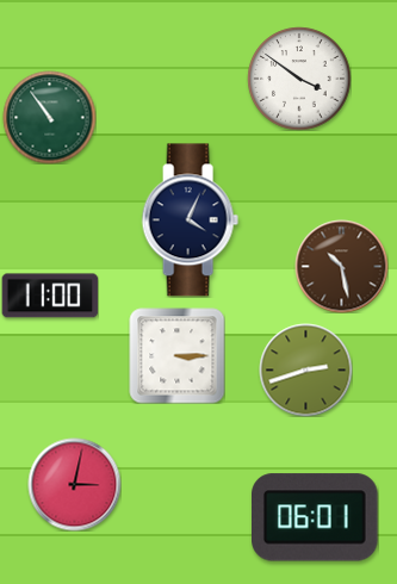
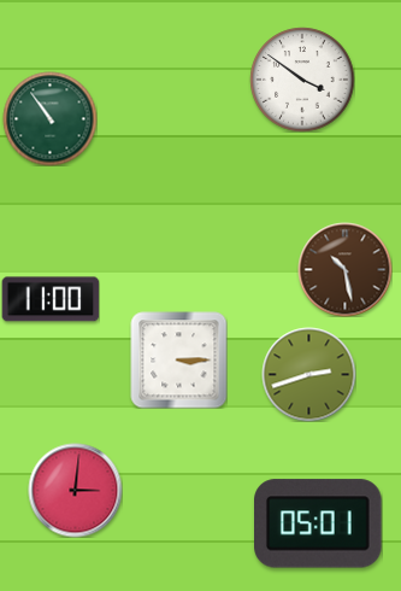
clock at (190, 220): 4:04 -> none
clock at (74, 484): 3:02 -> 3:01
clock at (316, 517): 06:01 -> 05:01
